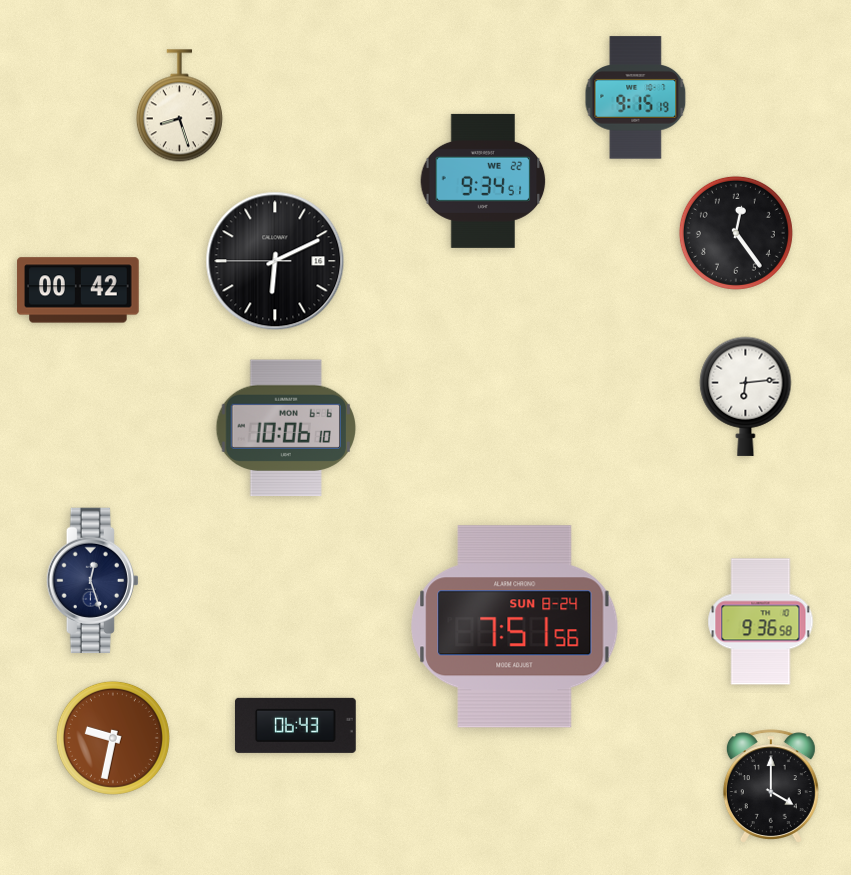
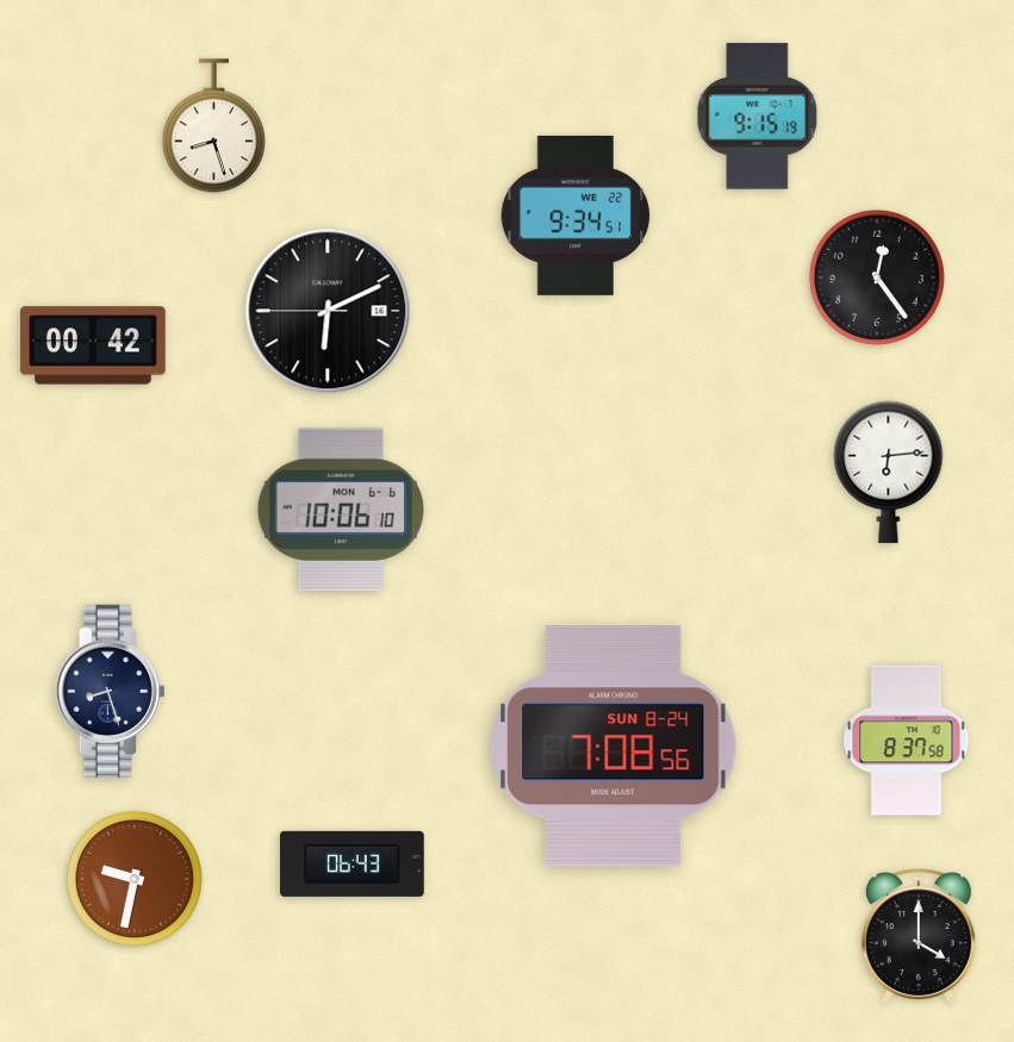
clock at (92, 581): 12:27 -> 8:27
clock at (761, 622): 9:36 -> 8:37
clock at (515, 627): 7:51 -> 7:08
